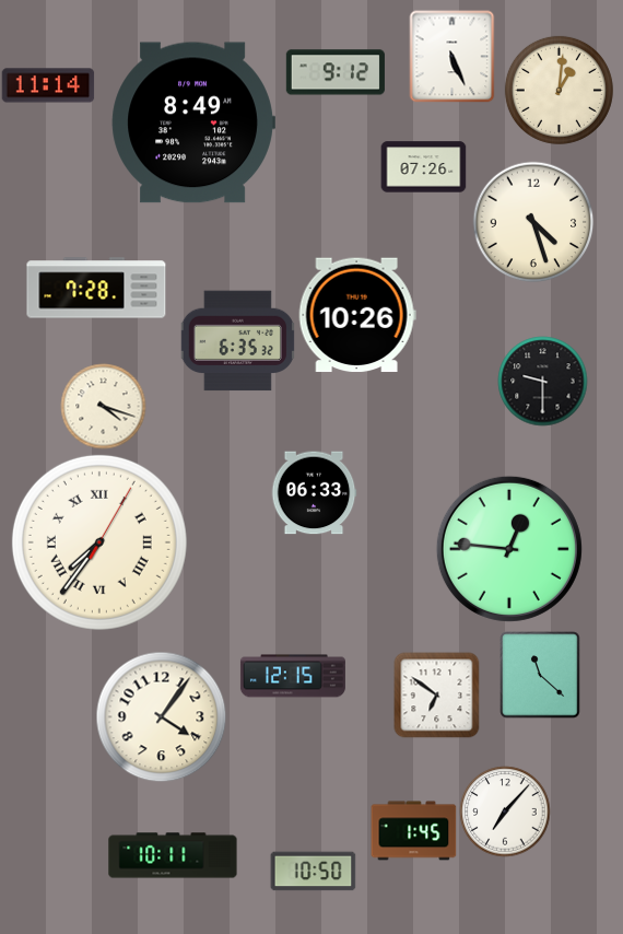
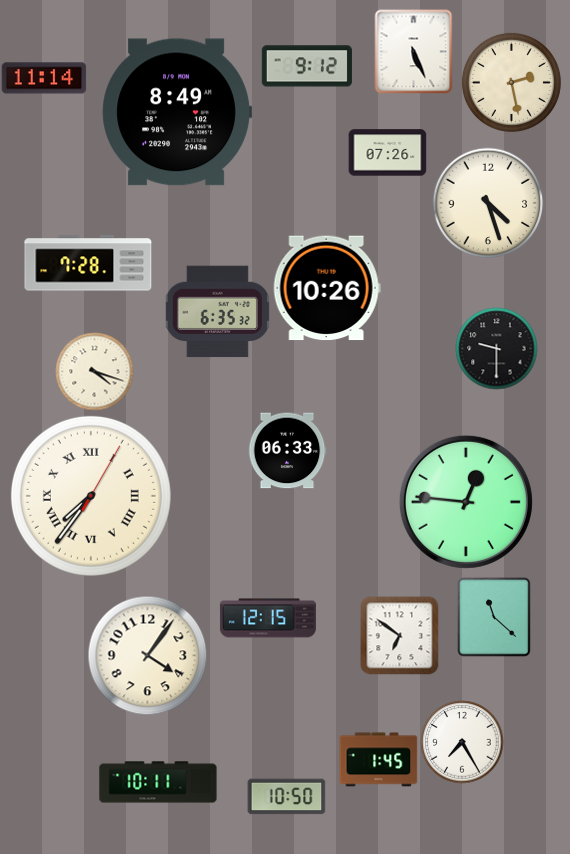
clock at (559, 90): 1:01 -> 2:28
clock at (505, 812): 7:07 -> 7:25
